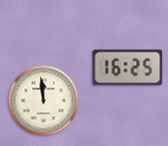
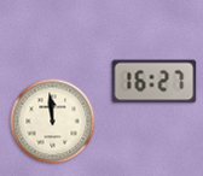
clock at (128, 68): 16:25 -> 16:27
